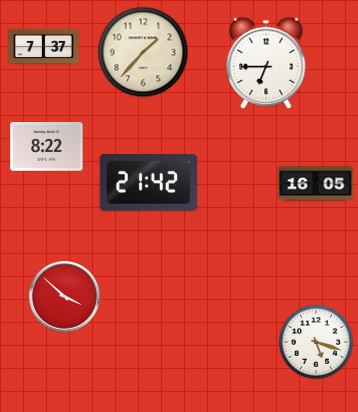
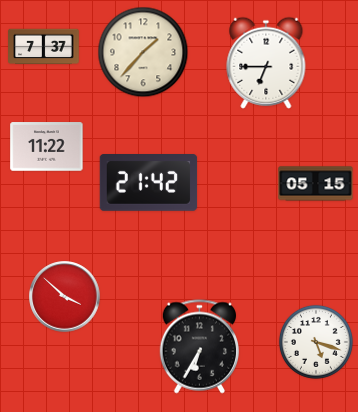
clock at (47, 147): 8:22 -> 11:22
clock at (316, 184): 16:05 -> 05:15
clock at (199, 347): none -> 6:35
